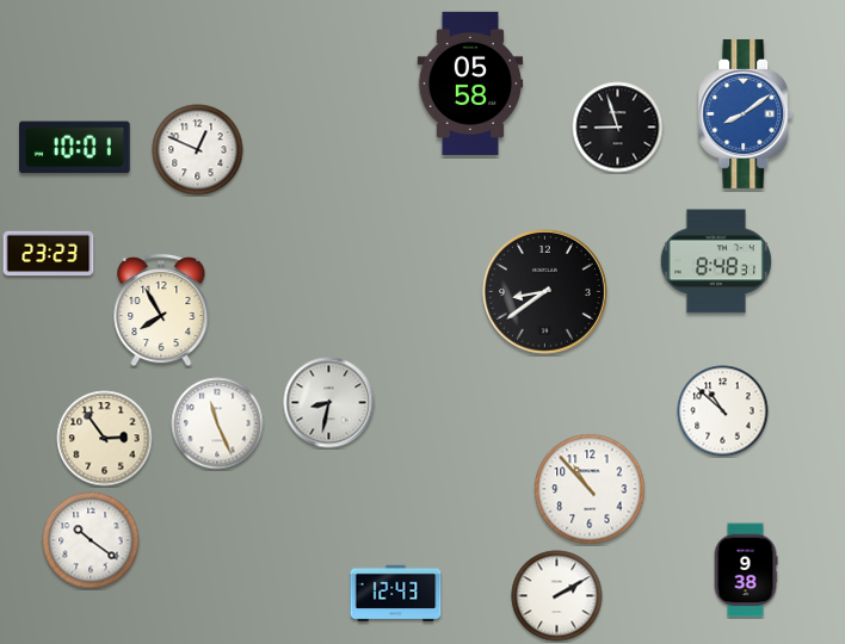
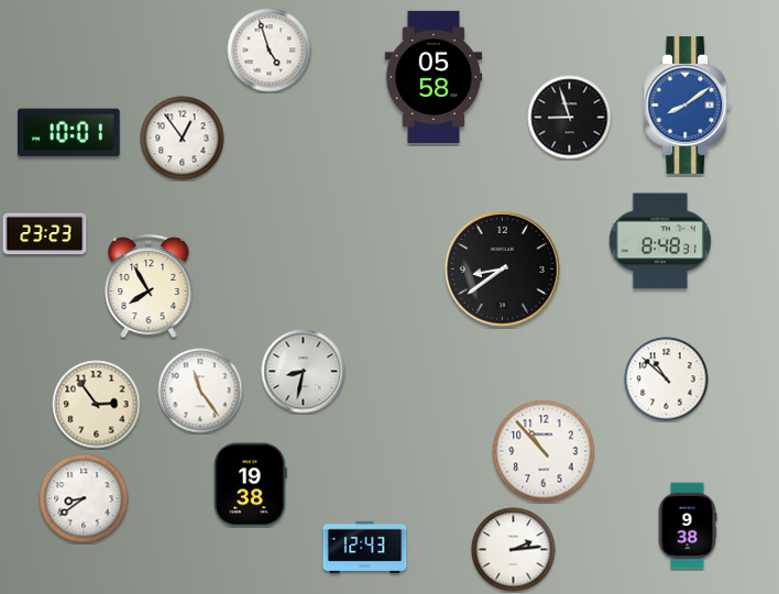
clock at (270, 51): none -> 4:57
clock at (75, 148) position: (75, 148) -> (69, 133)
clock at (198, 150): 12:49 -> 12:54
clock at (217, 423): 11:26 -> 11:24
clock at (251, 485): none -> 19:38
clock at (91, 540): 10:21 -> 8:39
clock at (557, 596): 2:10 -> 2:14
